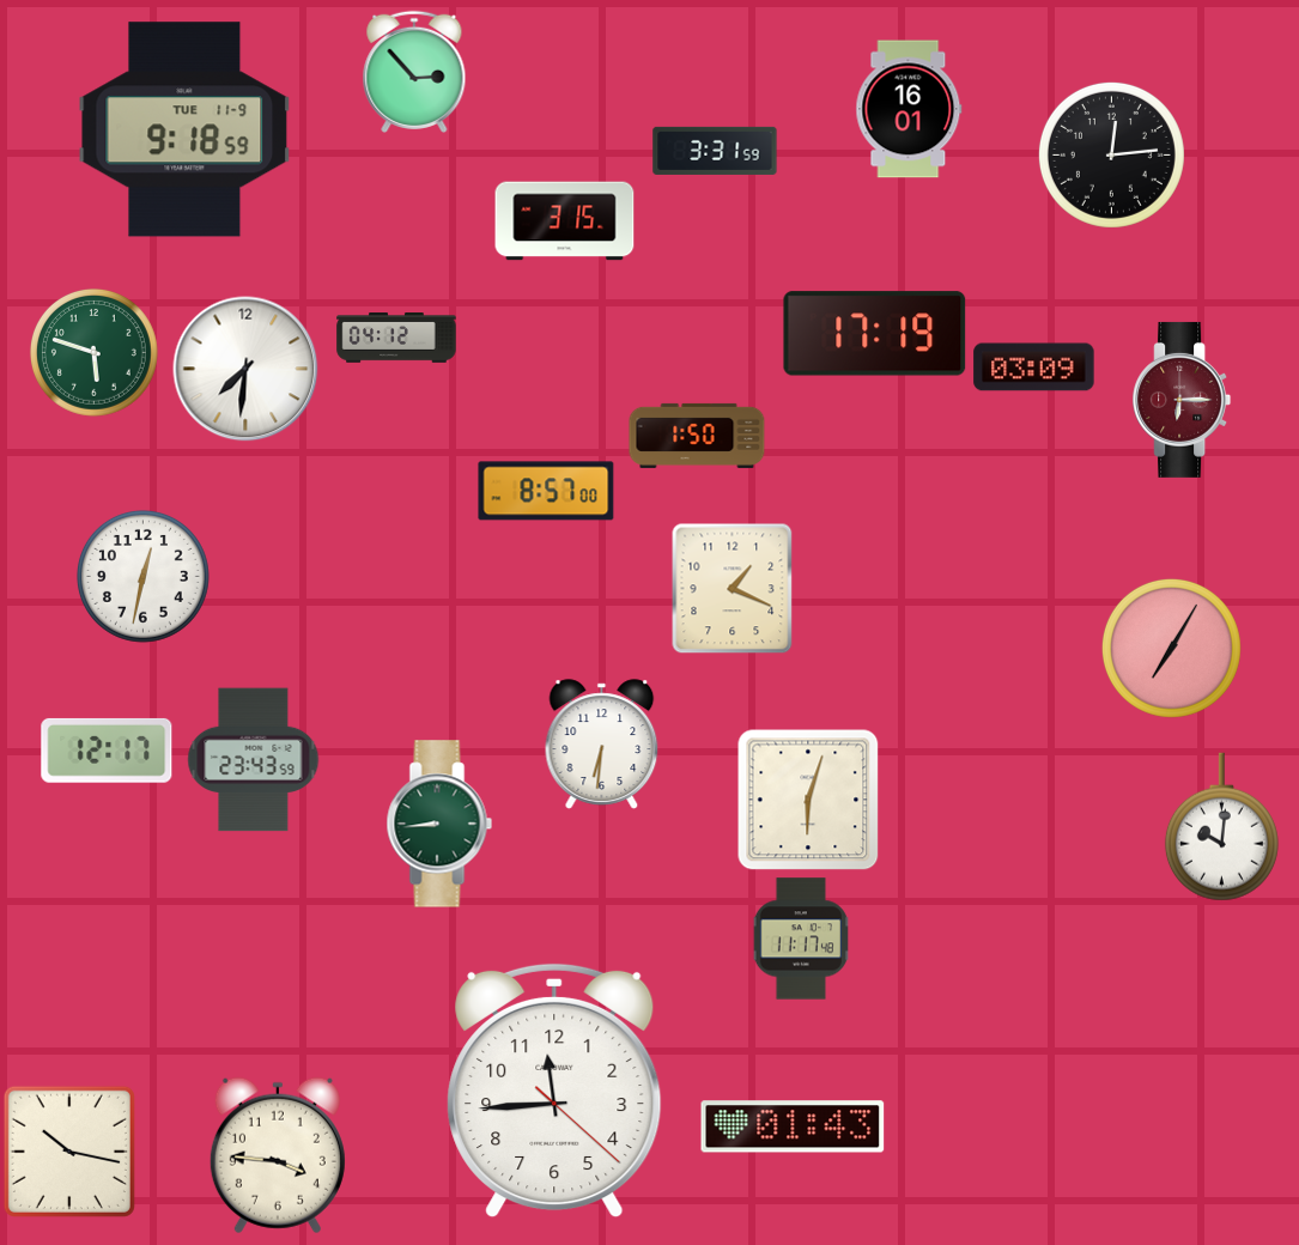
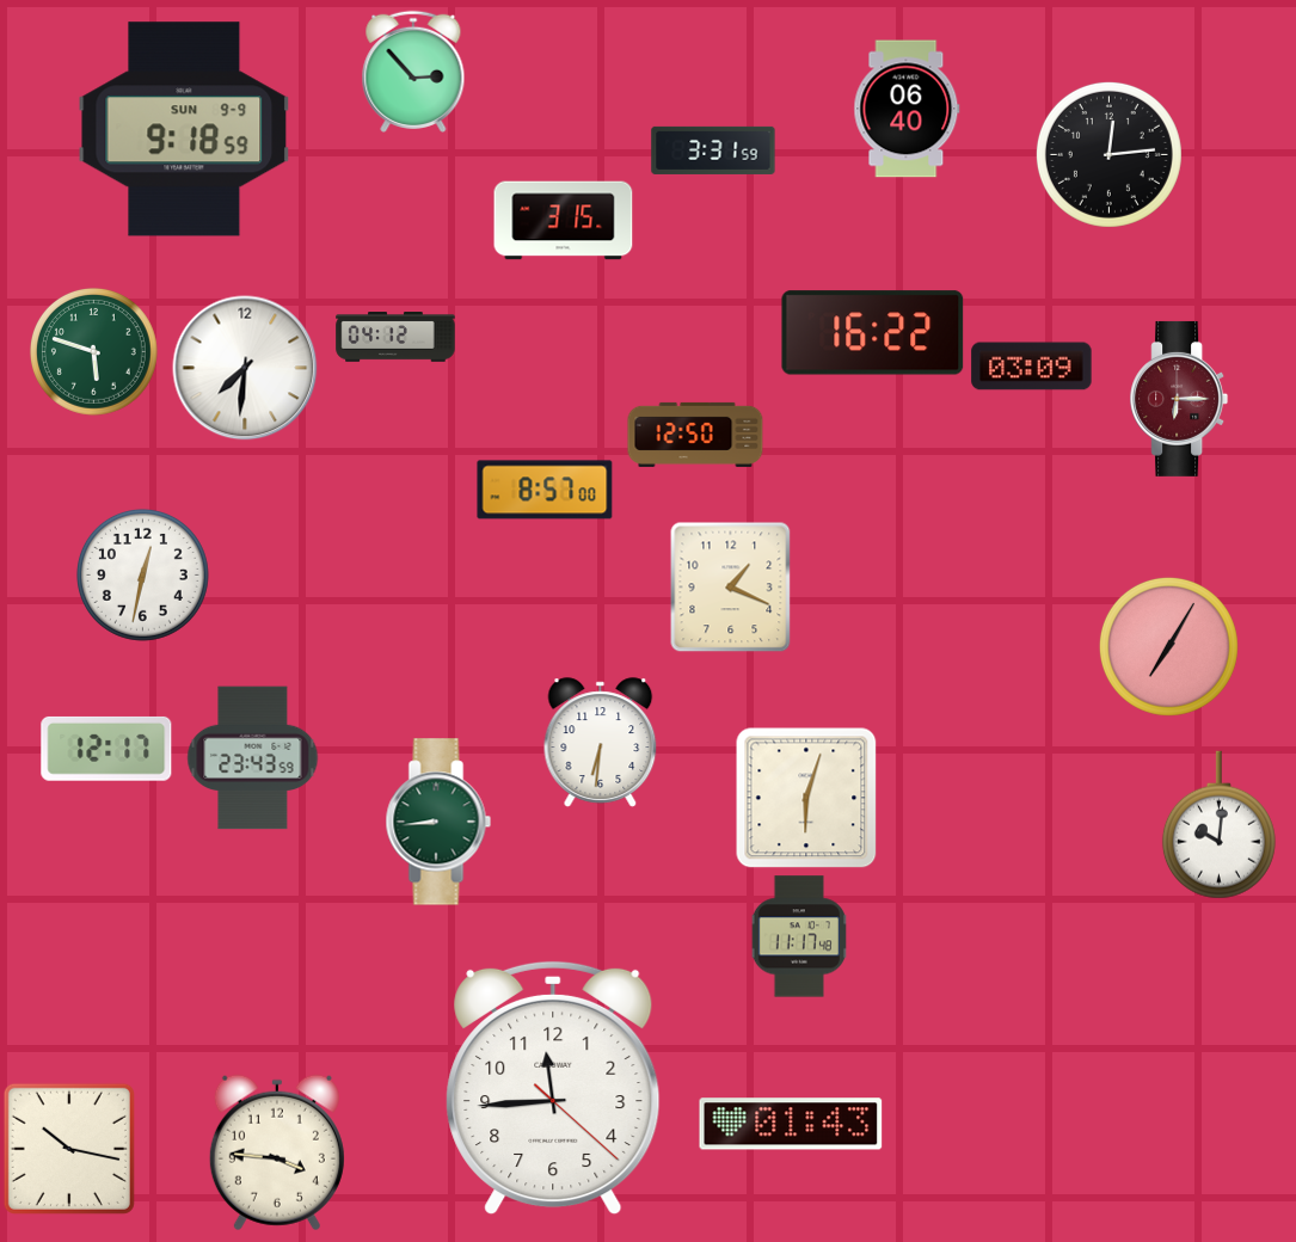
clock at (909, 109): 16:01 -> 06:40
clock at (184, 129) date: TUE 11-9 -> SUN 9-9
clock at (875, 334): 17:19 -> 16:22
clock at (697, 436): 1:50 -> 12:50
